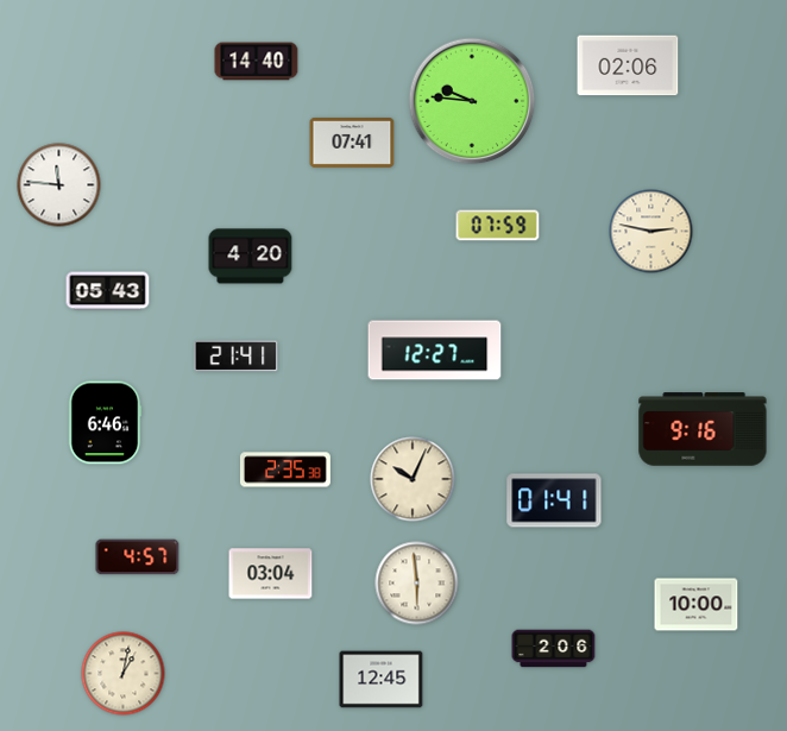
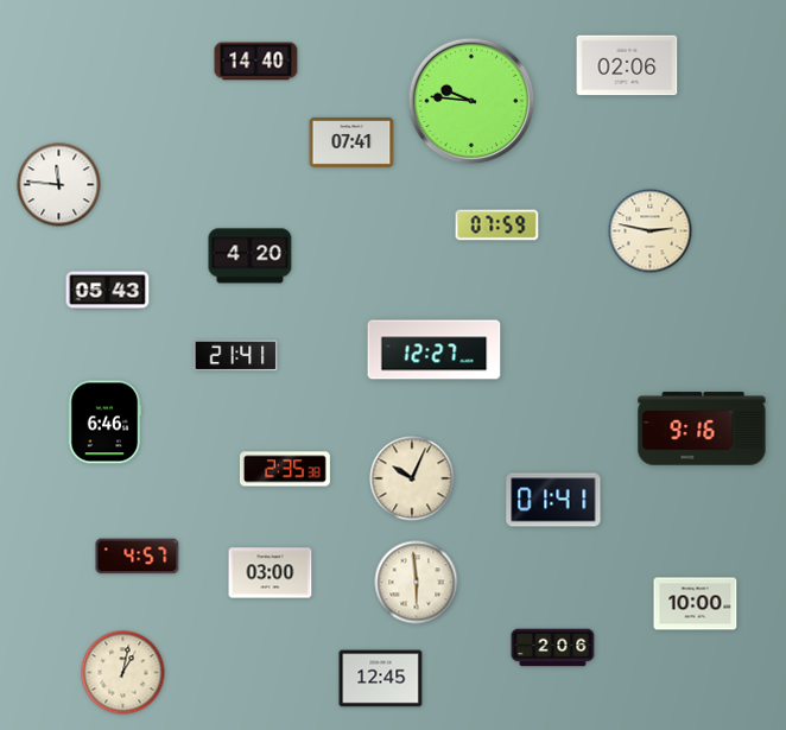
clock at (271, 574): 03:04 -> 03:00
